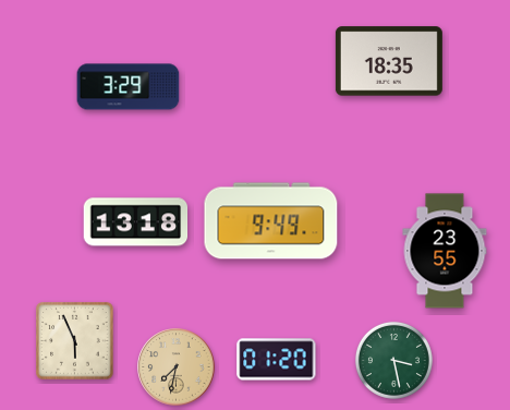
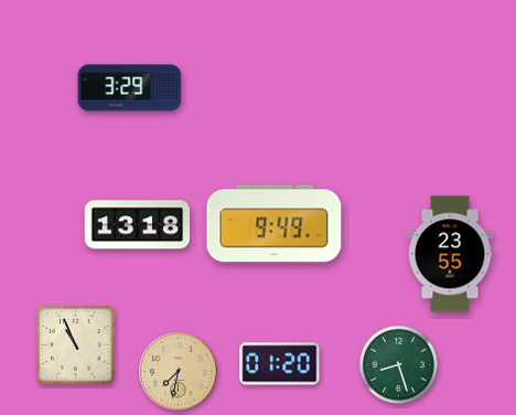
clock at (389, 61): 18:35 -> none
clock at (75, 341): 5:56 -> 10:56
clock at (393, 360): 3:28 -> 8:27
